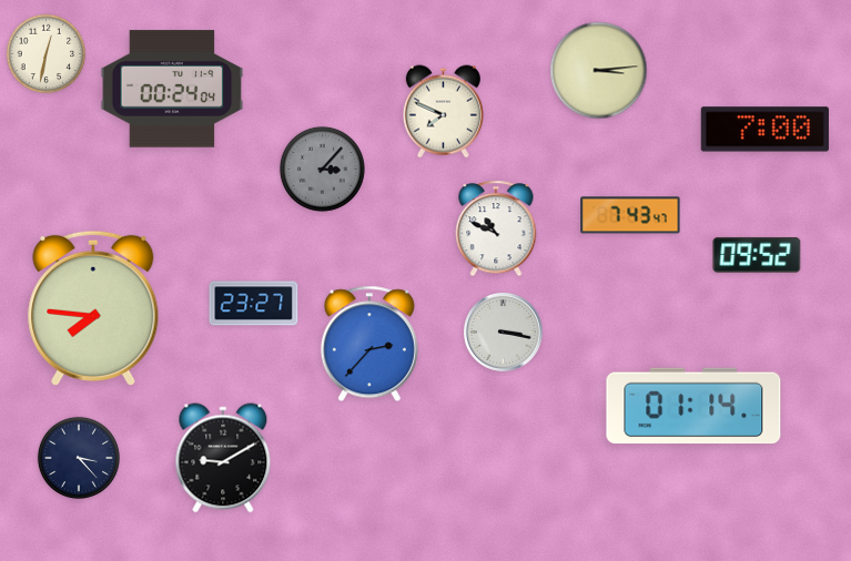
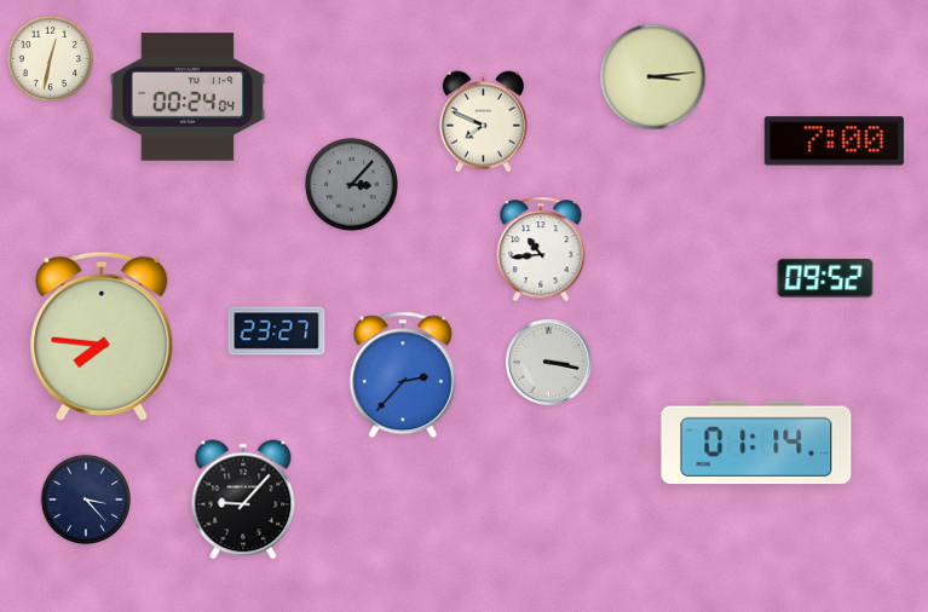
clock at (630, 215): 7:43 -> none
clock at (496, 228): 10:49 -> 10:44
clock at (223, 458): 9:10 -> 9:07
